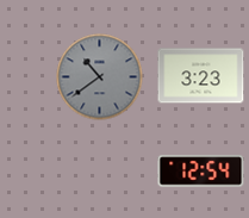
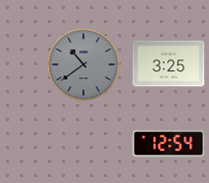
clock at (201, 76): 3:23 -> 3:25
